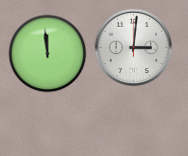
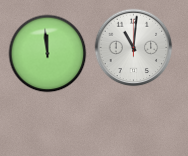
clock at (133, 47): 3:01 -> 11:01
